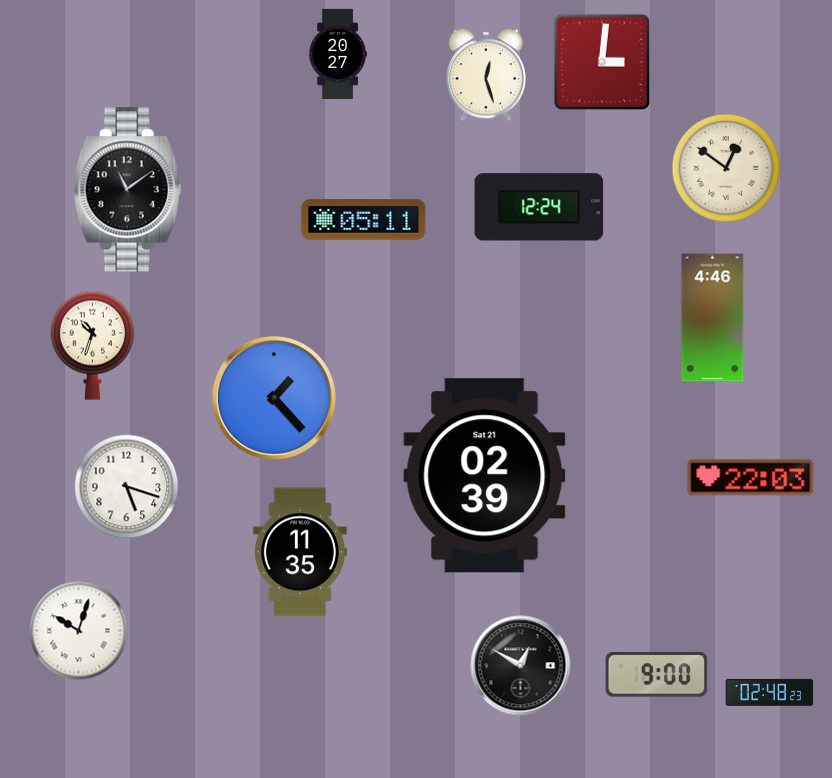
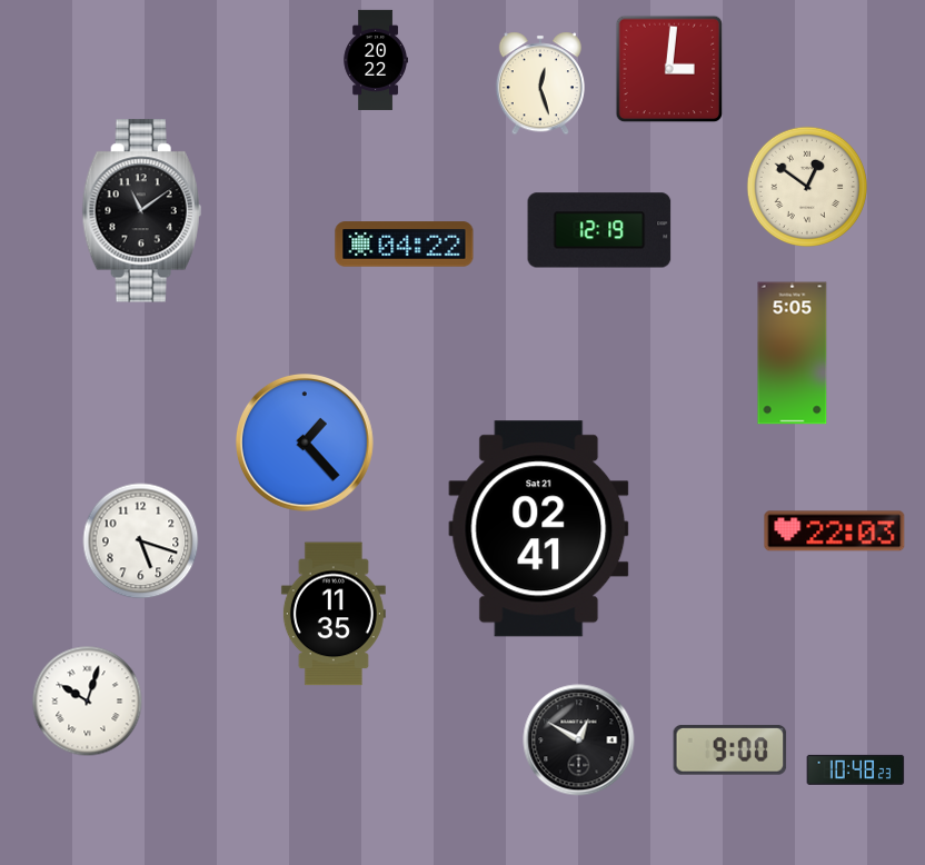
clock at (337, 54): 20:27 -> 20:22
clock at (539, 207): 12:24 -> 12:19
clock at (364, 220): 05:11 -> 04:22
clock at (713, 318): 4:46 -> 5:05
clock at (92, 345): 10:33 -> none
clock at (485, 476): 02:39 -> 02:41
clock at (770, 692): 02:48 -> 10:48
